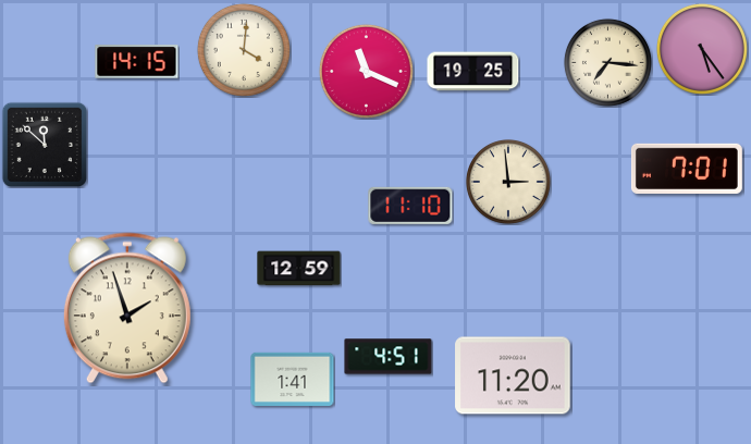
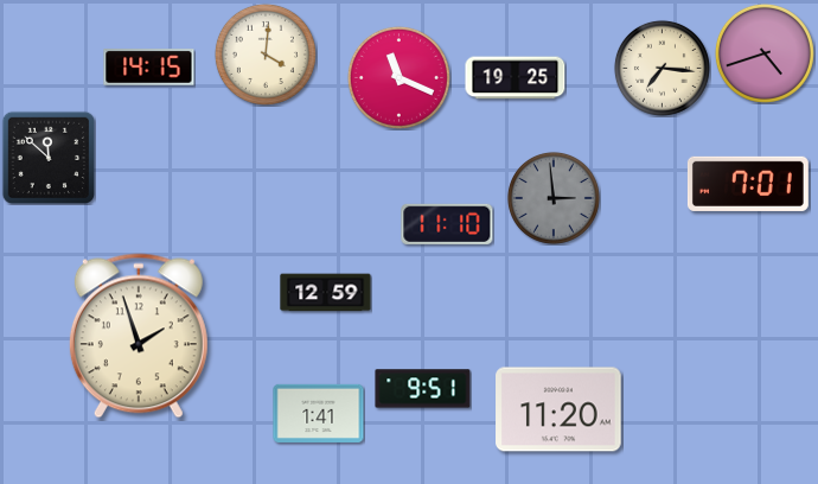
clock at (702, 49): 5:24 -> 4:42
clock at (508, 182) dial: cream -> grey
clock at (389, 357): 4:51 -> 9:51
